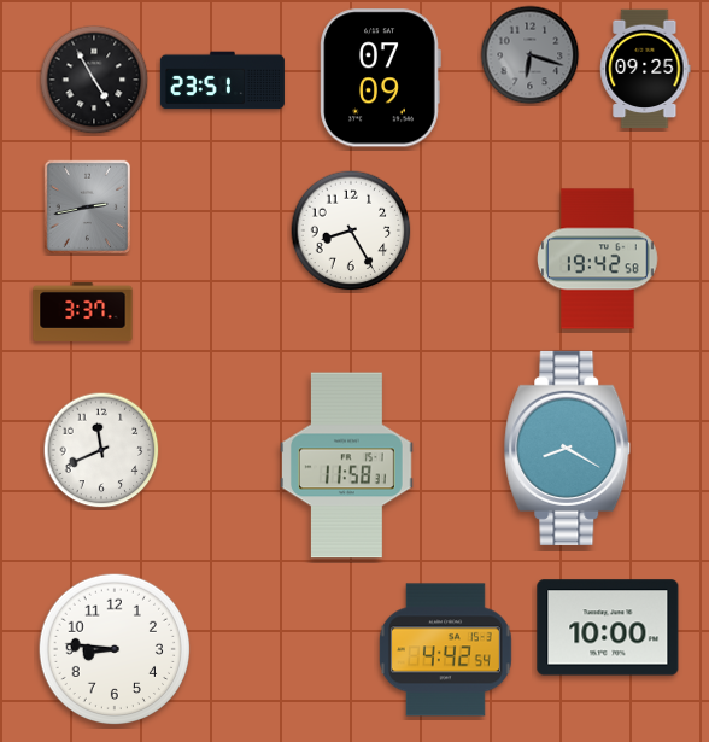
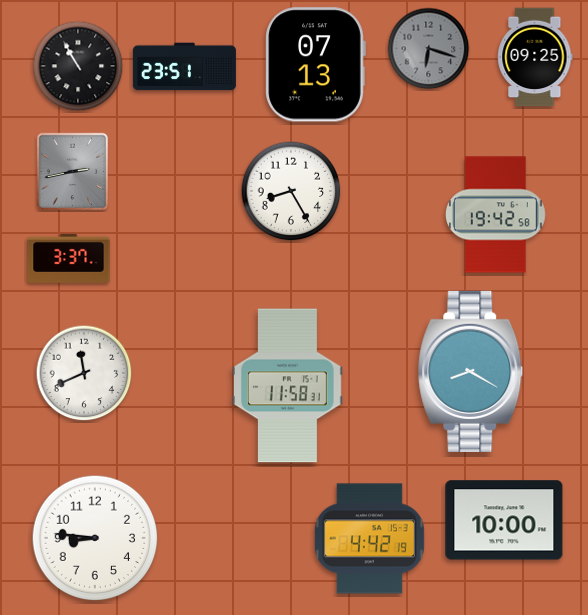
clock at (531, 55) position: (531, 55) -> (429, 49)
clock at (380, 78): 07:09 -> 07:13
clock at (94, 80): 4:55 -> 10:55
clock at (445, 650): 4:42:54 -> 4:42:19
